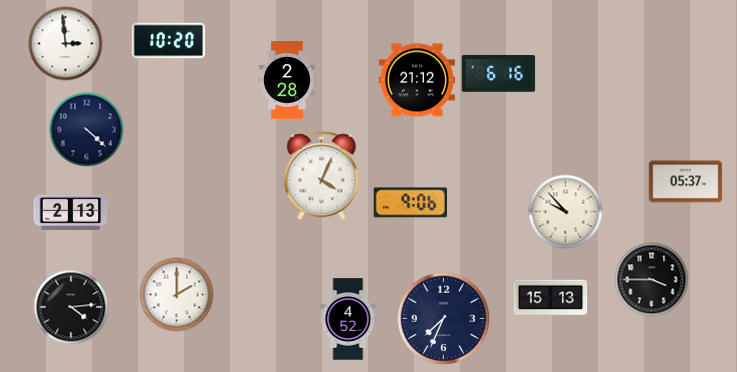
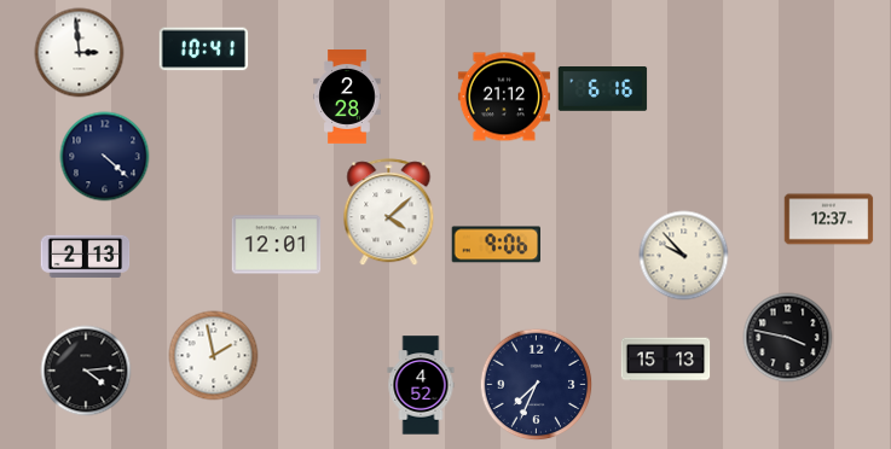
clock at (169, 41): 10:20 -> 10:41
clock at (322, 176): 4:04 -> 4:08
clock at (686, 182): 05:37 -> 12:37
clock at (277, 245): none -> 12:01
clock at (652, 280): 3:45 -> 3:47
clock at (177, 295): 2:00 -> 1:58
